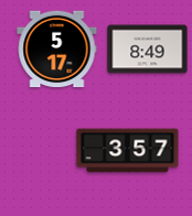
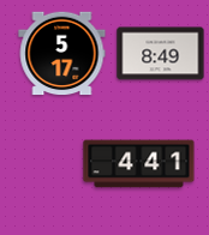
clock at (128, 151): 3:57 -> 4:41
